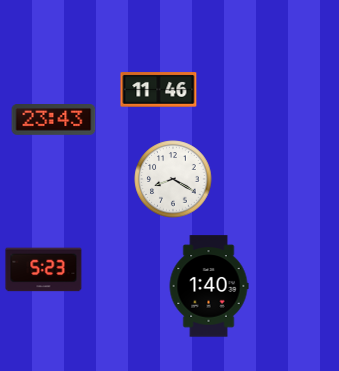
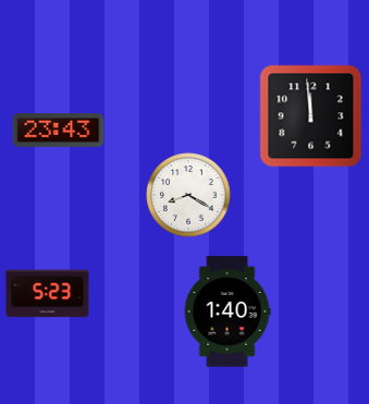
clock at (159, 90): 11:46 -> none
clock at (311, 117): none -> 11:59
